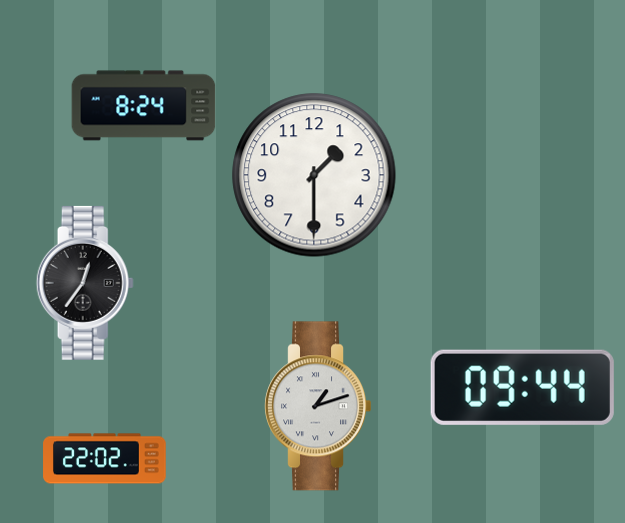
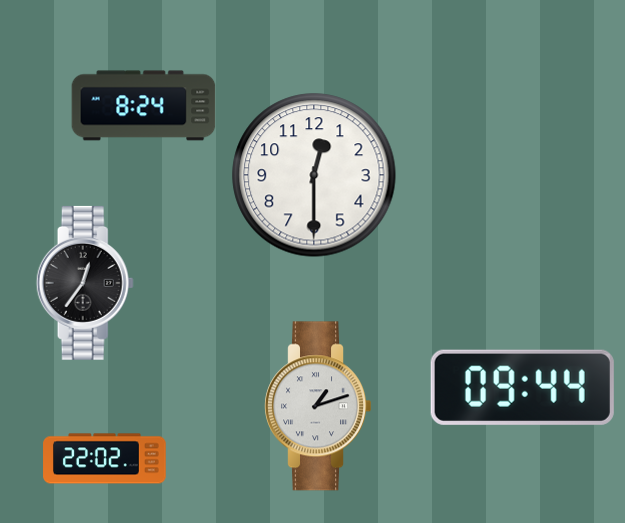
clock at (314, 175): 1:30 -> 12:30
